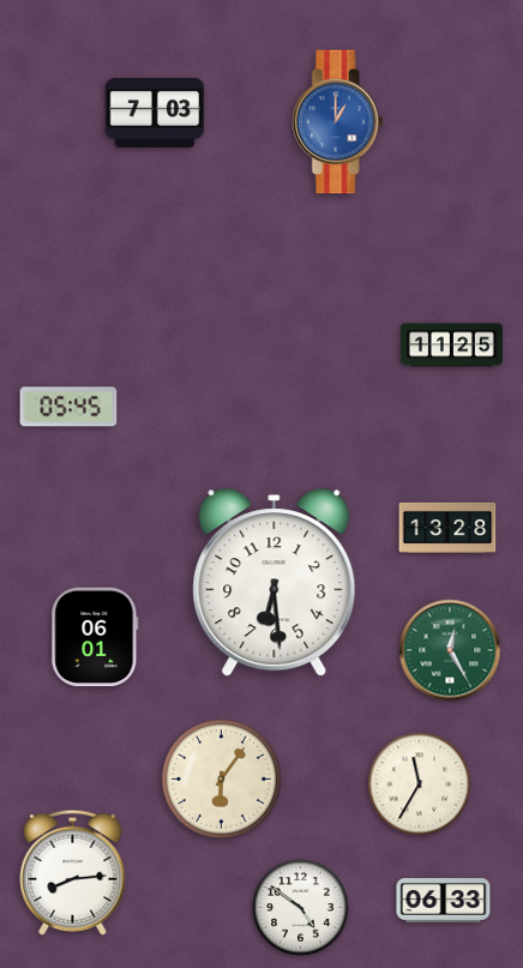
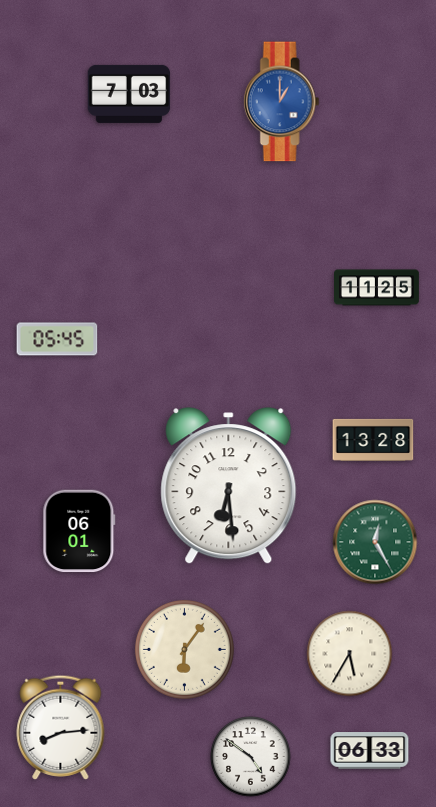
clock at (420, 784): 11:35 -> 5:35
